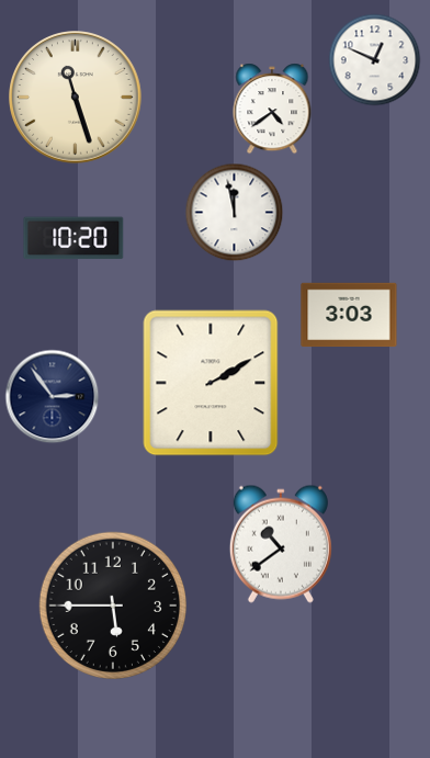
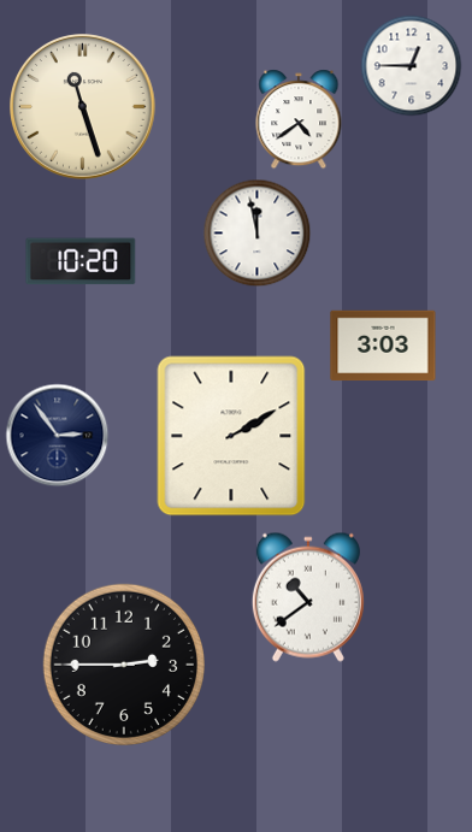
clock at (375, 60): 12:49 -> 12:45
clock at (211, 383) position: (211, 383) -> (231, 436)
clock at (112, 604): 5:45 -> 2:45
